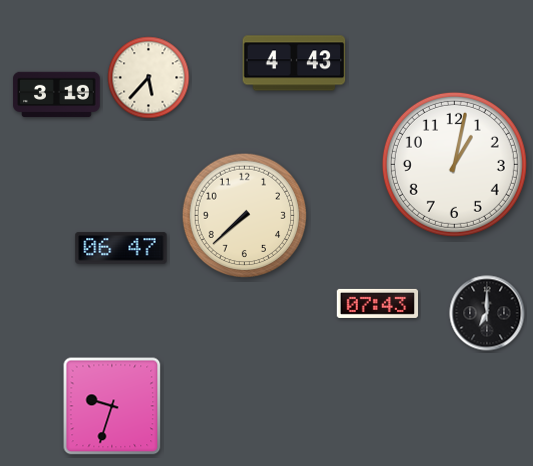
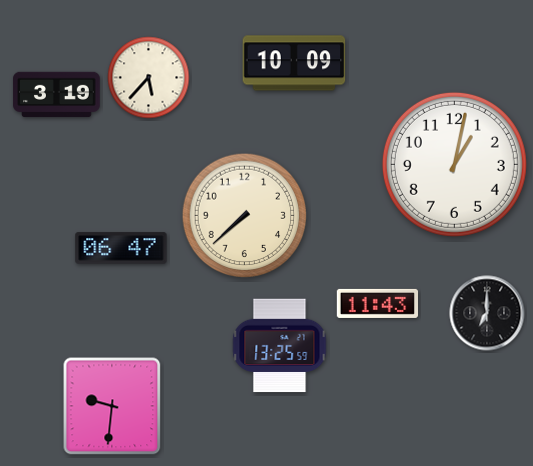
clock at (294, 63): 4:43 -> 10:09
clock at (378, 303): 07:43 -> 11:43
clock at (280, 346): none -> 13:25
clock at (112, 406): 9:33 -> 9:31
